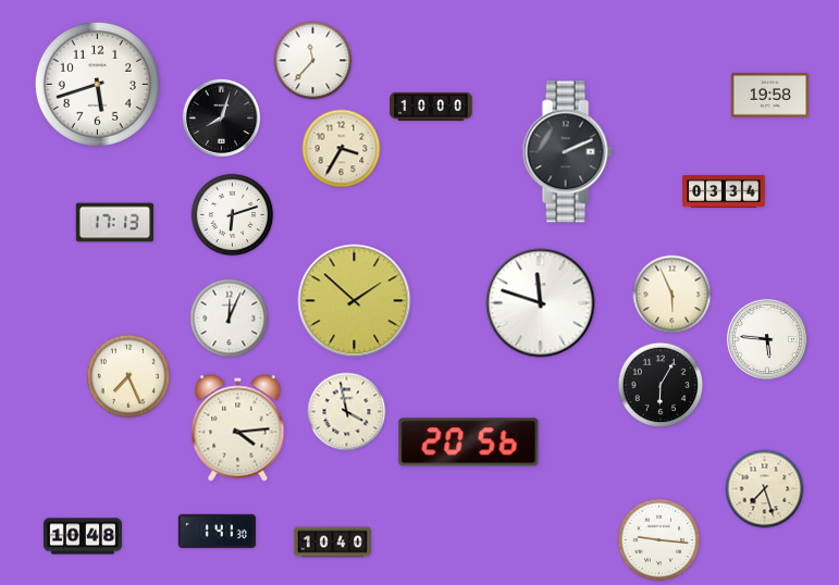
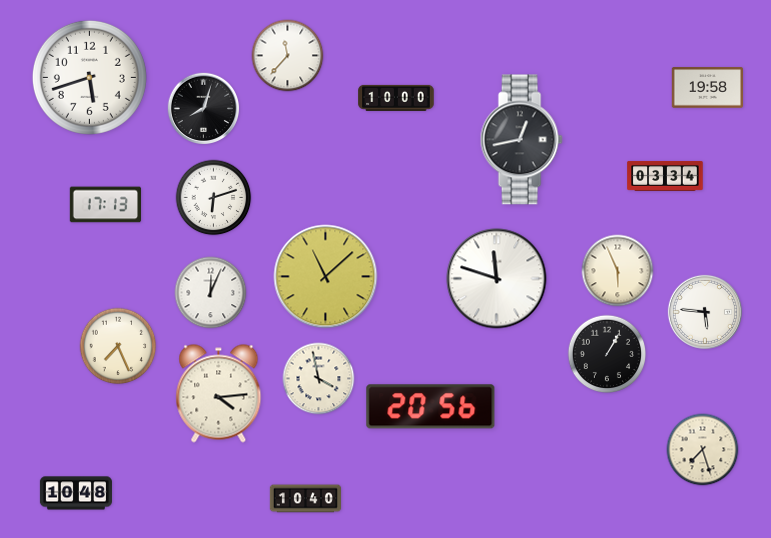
clock at (342, 149): 3:35 -> none
clock at (567, 152): 2:11 -> 12:43
clock at (355, 301): 1:52 -> 11:08
clock at (661, 385): 6:05 -> 1:05
clock at (217, 531): 1:41 -> none
clock at (659, 540): 9:16 -> none
